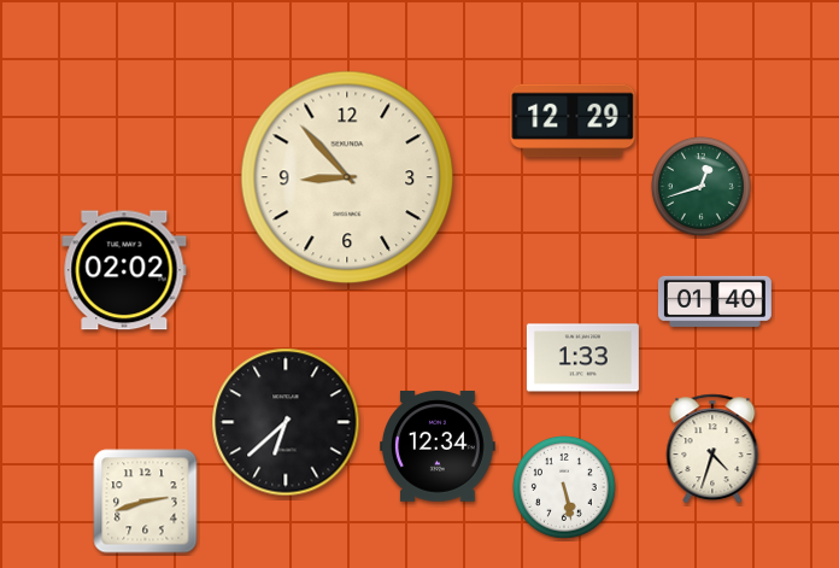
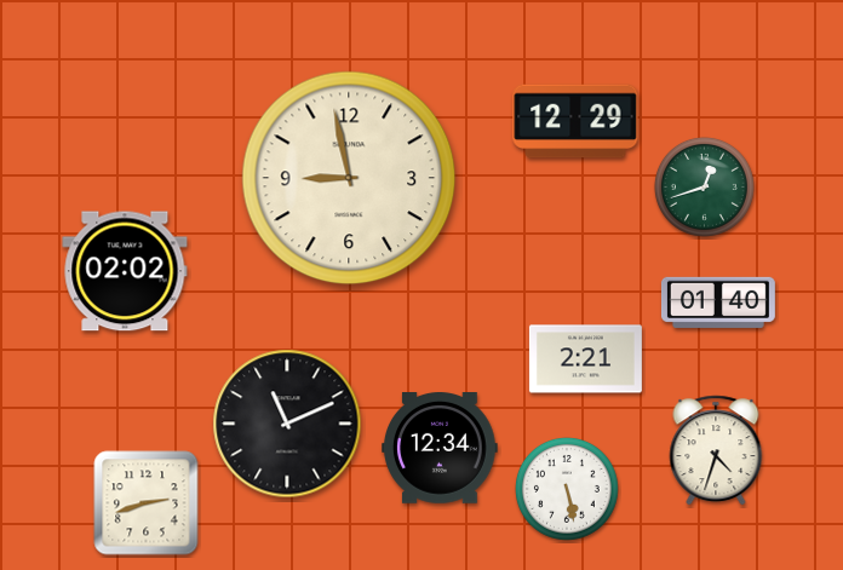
clock at (347, 177): 8:53 -> 8:58
clock at (582, 358): 1:33 -> 2:21
clock at (286, 422): 6:38 -> 11:11
